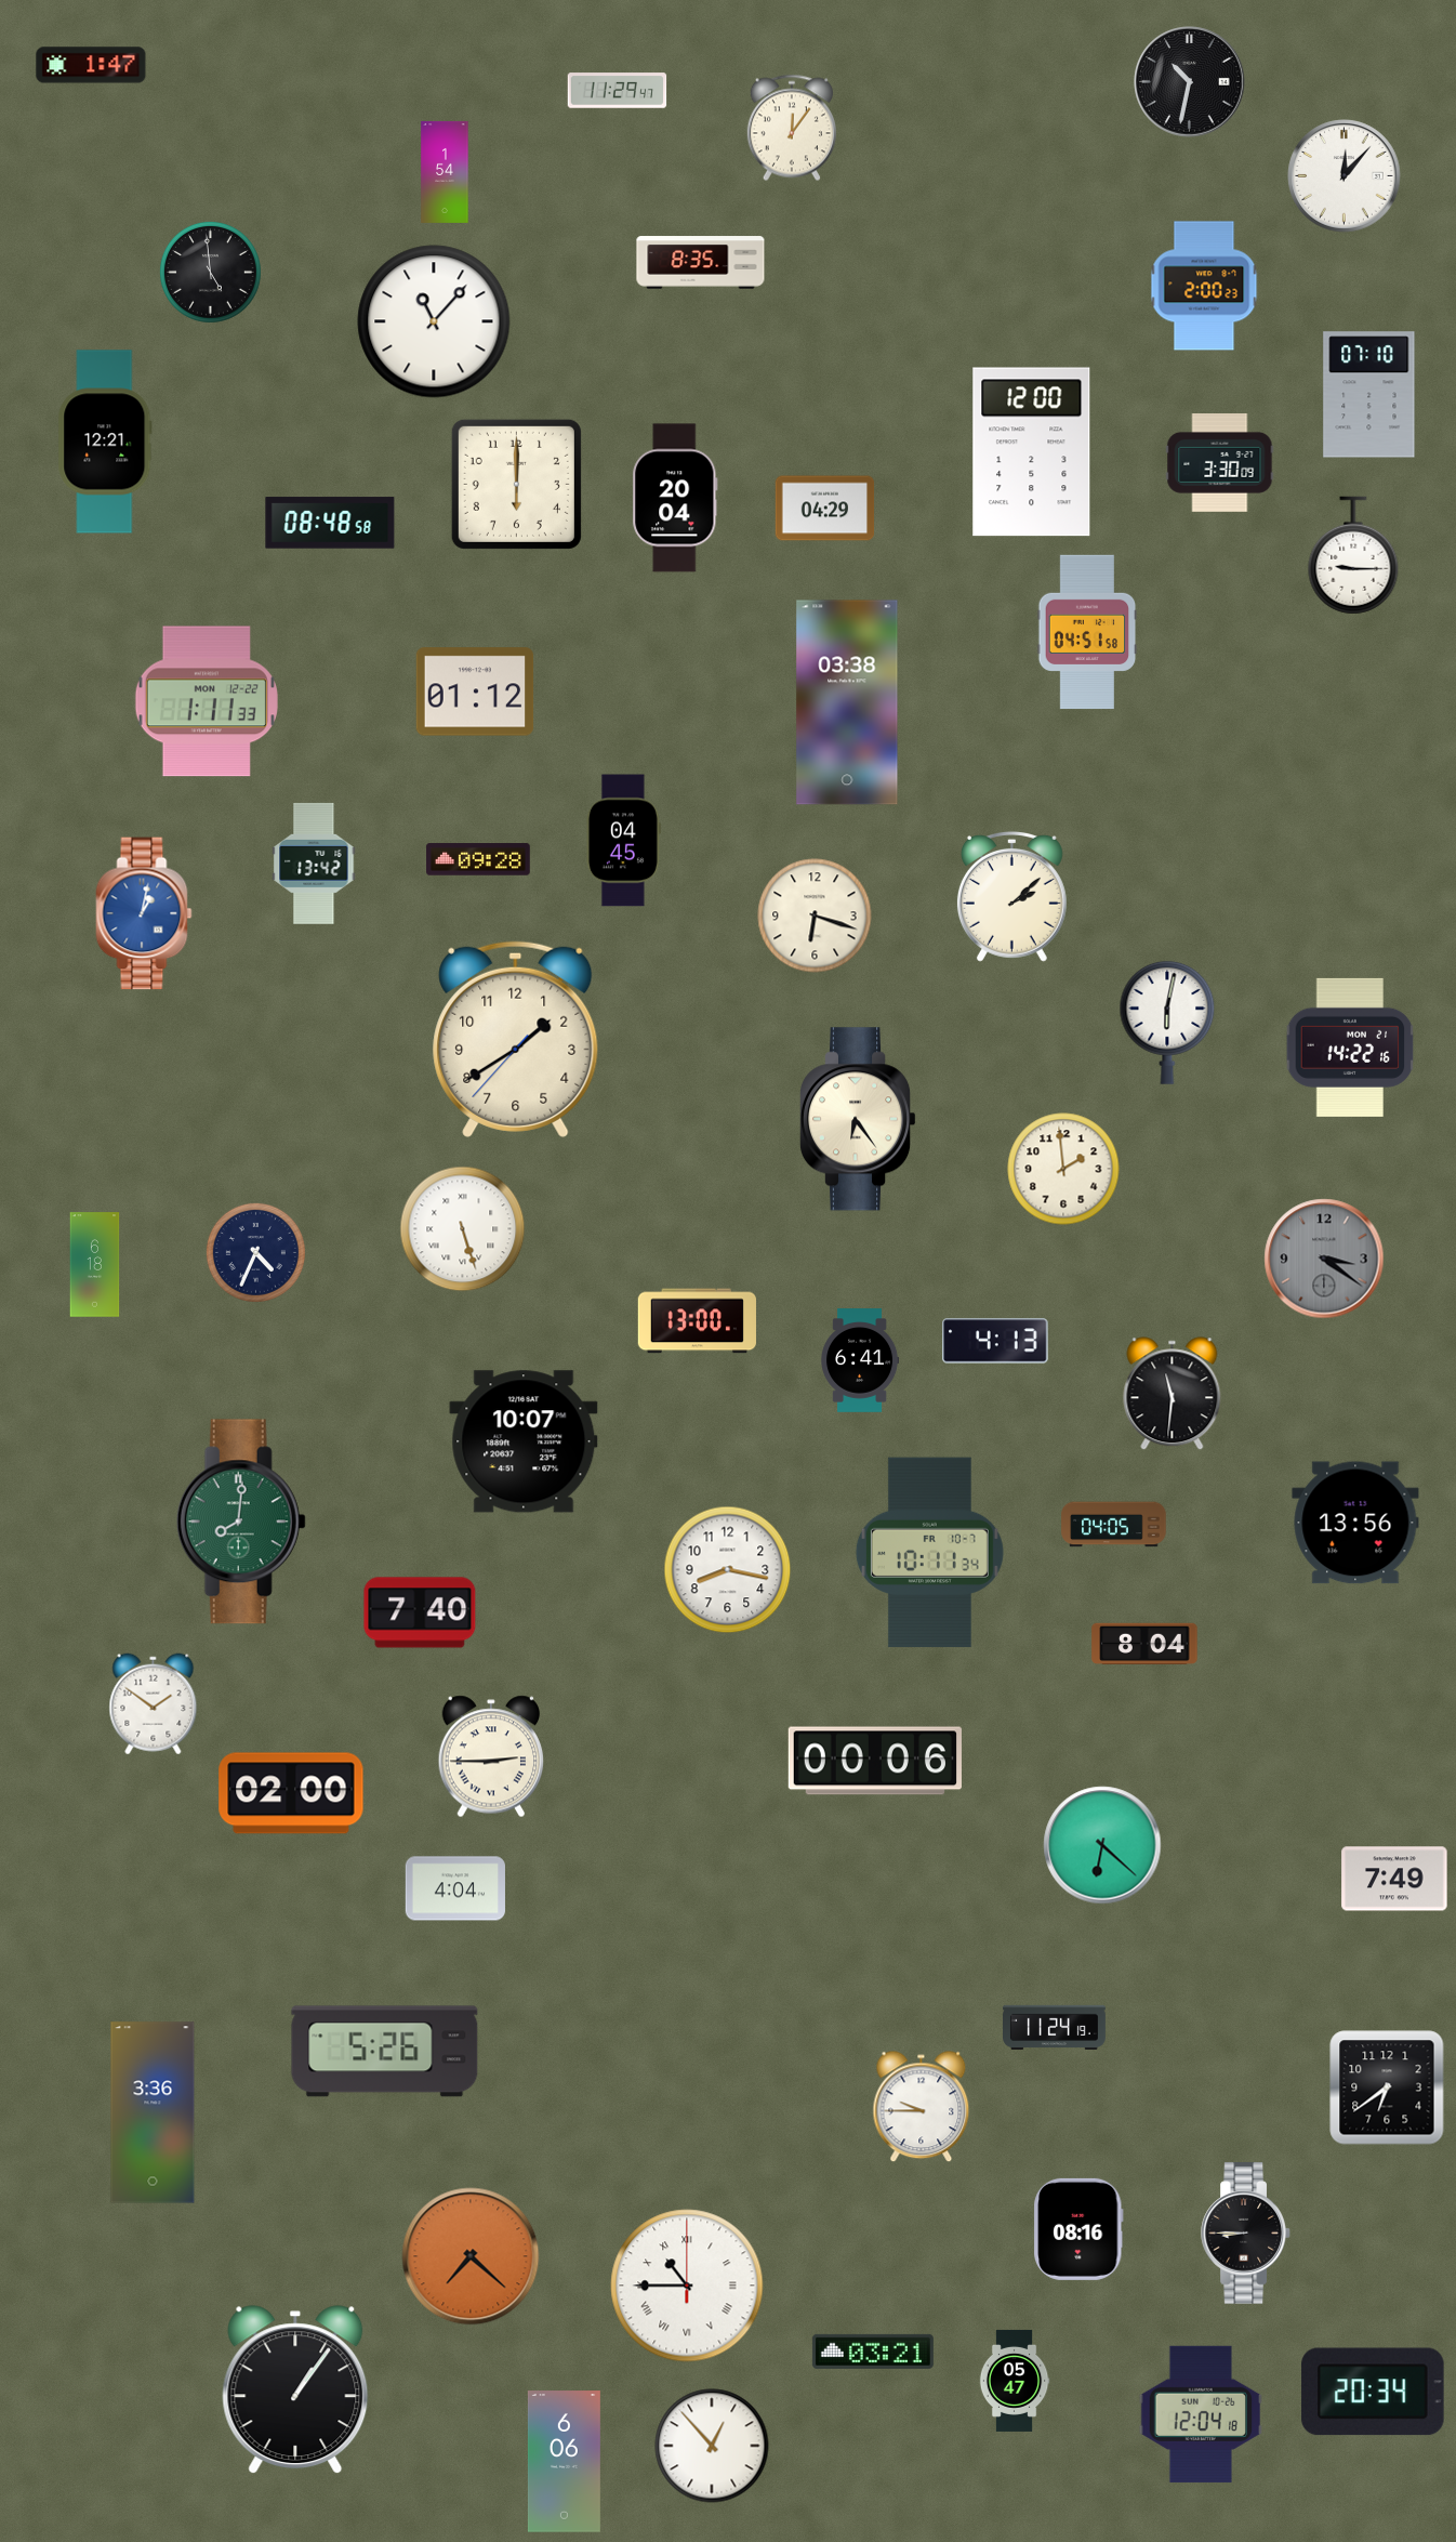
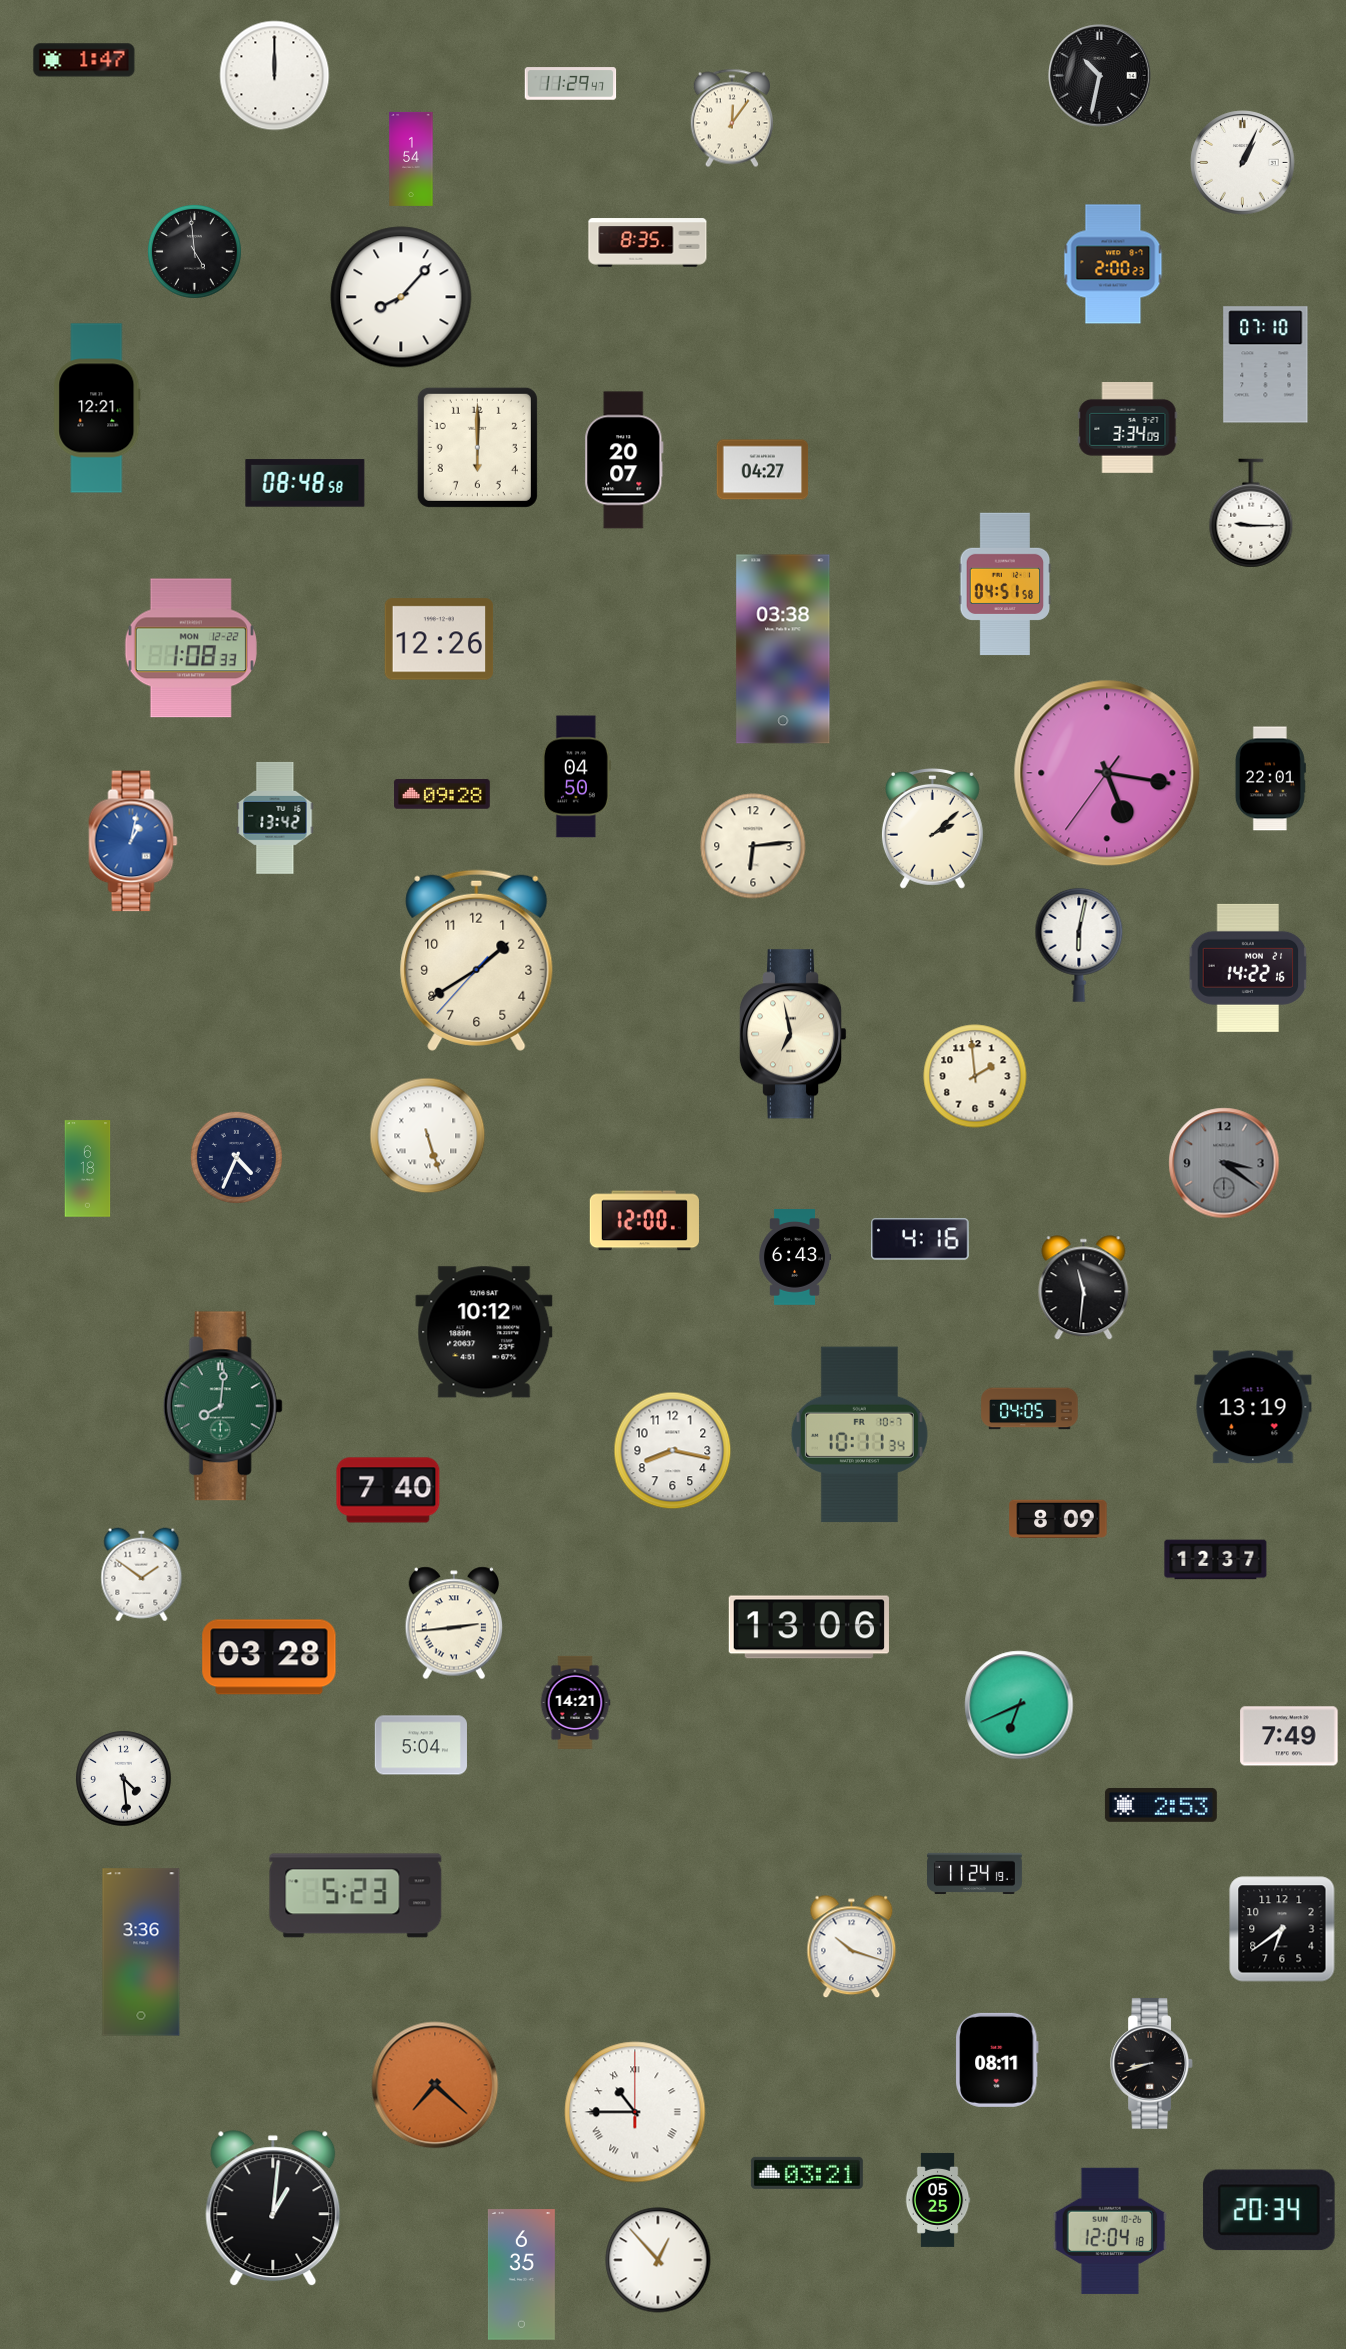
clock at (275, 76): none -> 12:00
clock at (1345, 176): 12:07 -> 1:04
clock at (434, 321): 11:07 -> 8:07
clock at (1032, 452): 12:00 -> none
clock at (1220, 463): 3:30 -> 3:34
clock at (675, 498): 20:04 -> 20:07
clock at (825, 509): 04:29 -> 04:27
clock at (475, 692): 01:12 -> 12:26
clock at (207, 701): 1:11 -> 1:08
clock at (1107, 773): none -> 5:16
clock at (623, 841): 04:45 -> 04:50
clock at (1270, 779): none -> 22:01
clock at (314, 864) position: (314, 864) -> (275, 818)
clock at (1011, 896) position: (1011, 896) -> (932, 828)
clock at (144, 913) position: (144, 913) -> (133, 841)
clock at (815, 916): 6:18 -> 6:14
clock at (858, 1119): 6:24 -> 6:58
clock at (1063, 1169) position: (1063, 1169) -> (975, 1076)
clock at (697, 1321): 13:00 -> 12:00
clock at (995, 1341): 4:13 -> 4:16
clock at (861, 1360): 6:41 -> 6:43
clock at (524, 1441): 10:07 -> 10:12
clock at (1355, 1523): 13:56 -> 13:19
clock at (1144, 1643): 8:04 -> 8:09
clock at (1216, 1560): none -> 12:37
clock at (491, 1756): 2:45 -> 2:44
clock at (875, 1761): 00:06 -> 13:06
clock at (291, 1793): 02:00 -> 03:28
clock at (575, 1702): none -> 14:21
clock at (1102, 1845): 6:22 -> 6:41
clock at (455, 1888): 4:04 -> 5:04
clock at (124, 1779): none -> 4:29
clock at (1161, 1806): none -> 2:53
clock at (385, 2052): 5:26 -> 5:23
clock at (922, 2107): 9:45 -> 10:18
clock at (1080, 2229): 08:16 -> 08:11
clock at (1246, 2234): 8:45 -> 8:42
clock at (1015, 2381): 05:47 -> 05:25
clock at (295, 2390): 1:06 -> 1:01
clock at (564, 2462): 6:06 -> 6:35
